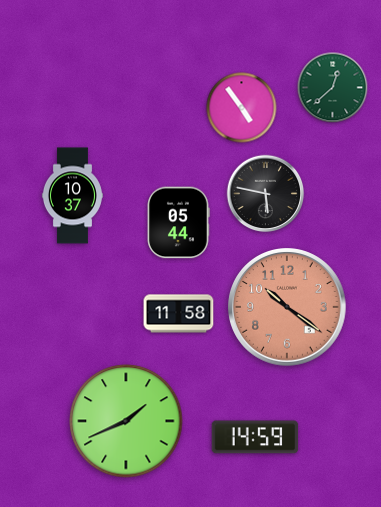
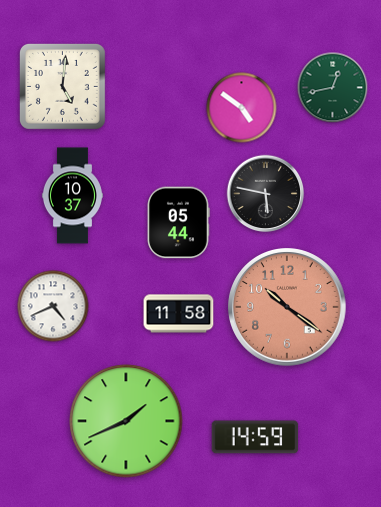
clock at (62, 86): none -> 5:01
clock at (333, 88): 12:38 -> 12:43
clock at (242, 108): 4:54 -> 4:51
clock at (53, 306): none -> 4:41
